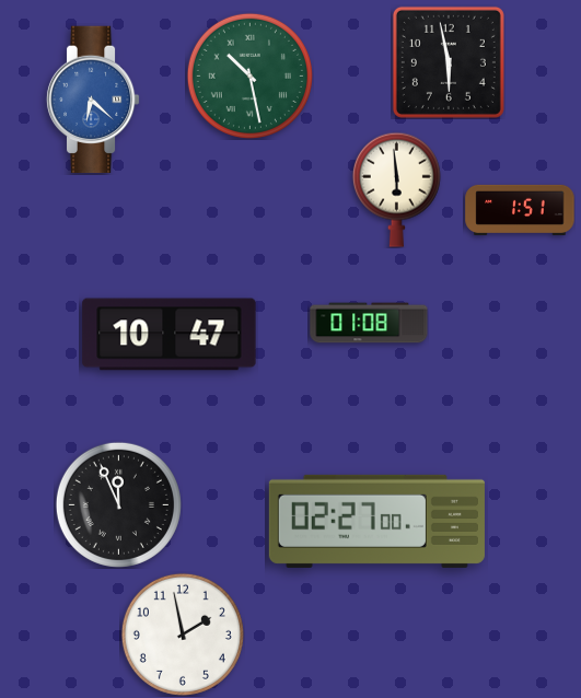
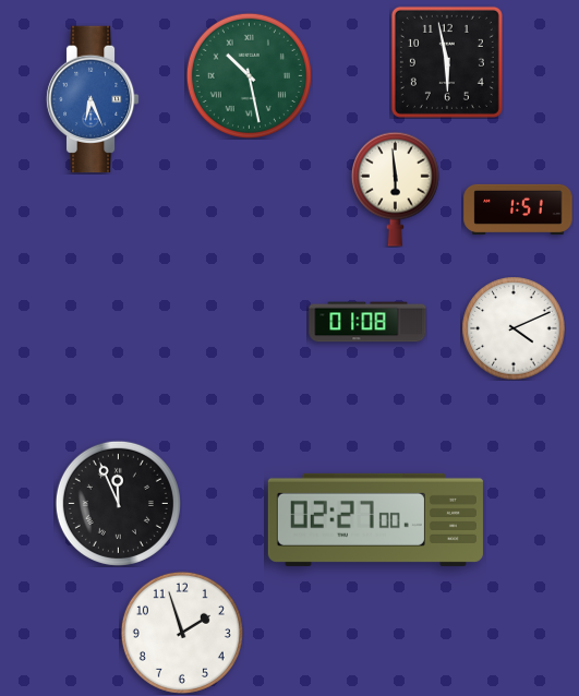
clock at (93, 100): 6:22 -> 6:26
clock at (514, 328): none -> 4:11
clock at (170, 335): 10:47 -> none
clock at (183, 635): 1:58 -> 1:57
